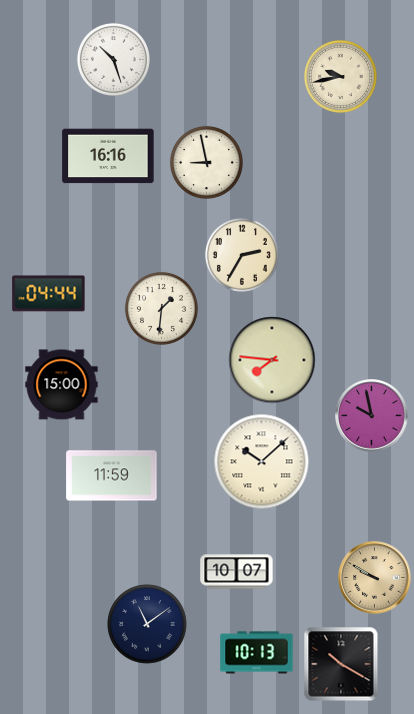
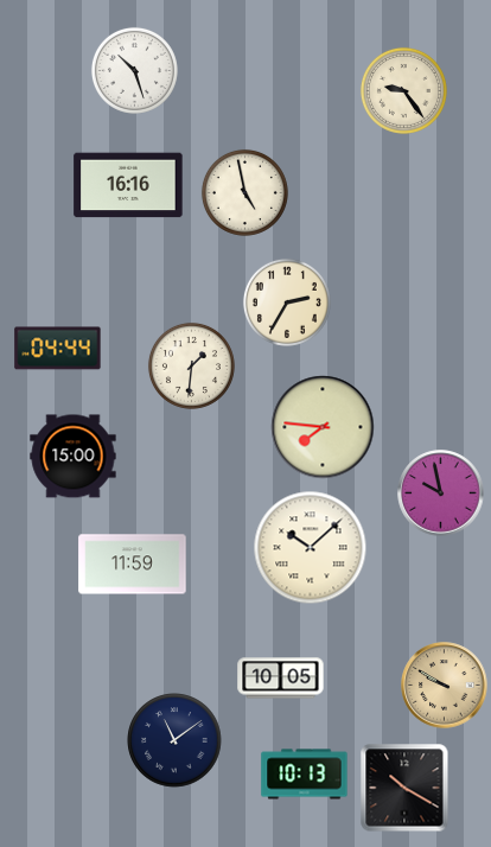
clock at (340, 76): 9:43 -> 9:24
clock at (206, 162): 8:58 -> 4:58
clock at (237, 572): 10:07 -> 10:05
